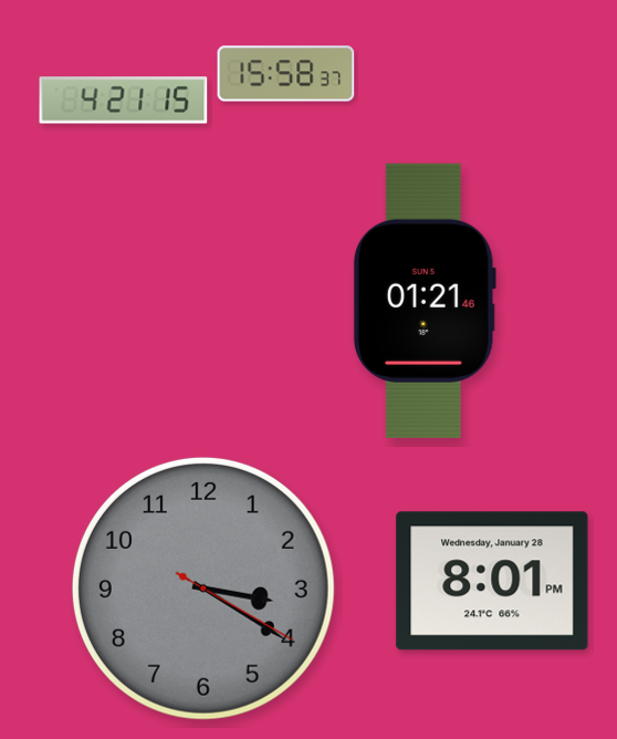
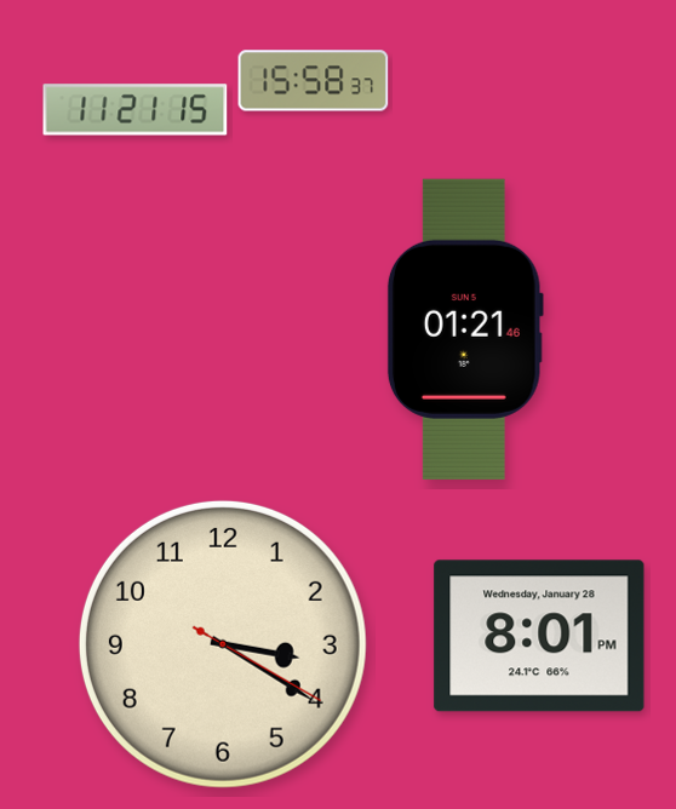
clock at (124, 101): 4:21 -> 11:21
clock at (203, 589) dial: grey -> cream
